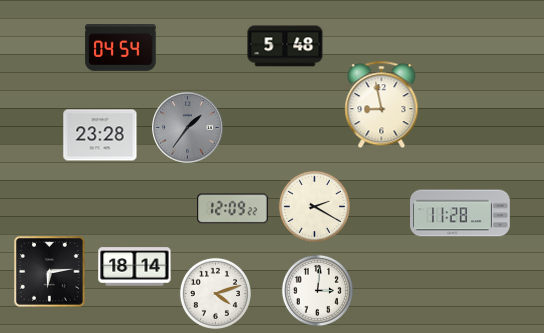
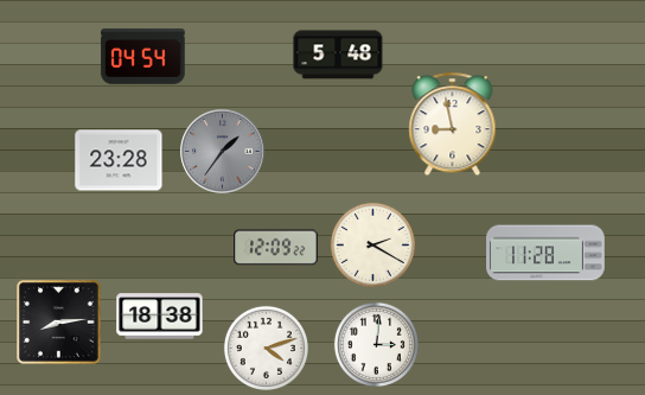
clock at (135, 267): 18:14 -> 18:38
clock at (50, 272): 6:14 -> 8:14
clock at (215, 293) position: (215, 293) -> (266, 348)
